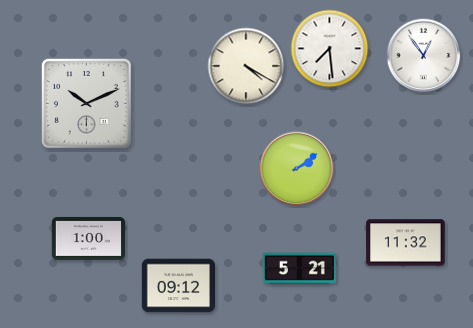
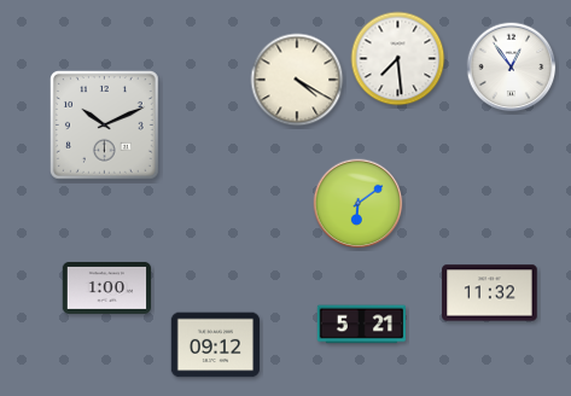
clock at (297, 169): 2:09 -> 6:09
